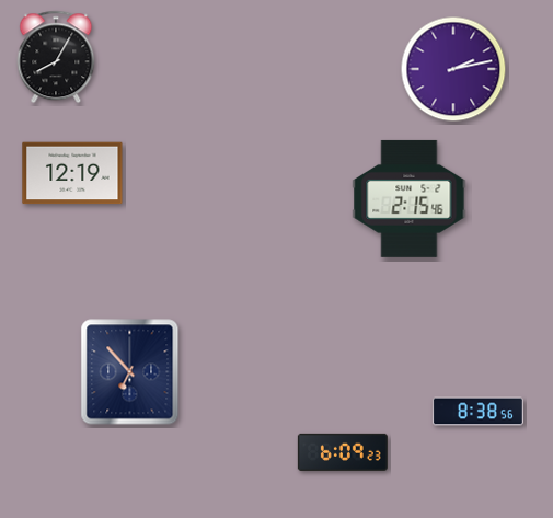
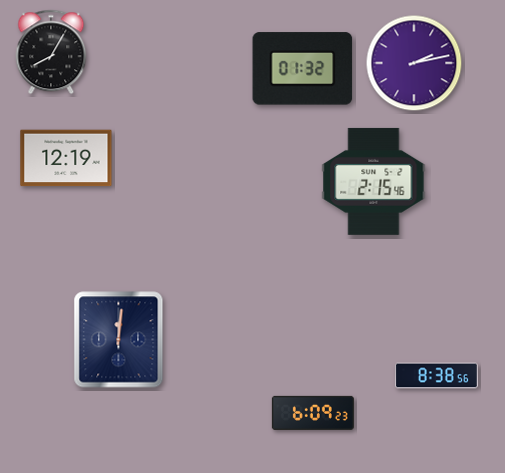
clock at (303, 69): none -> 01:32
clock at (130, 372): 6:53 -> 12:01
